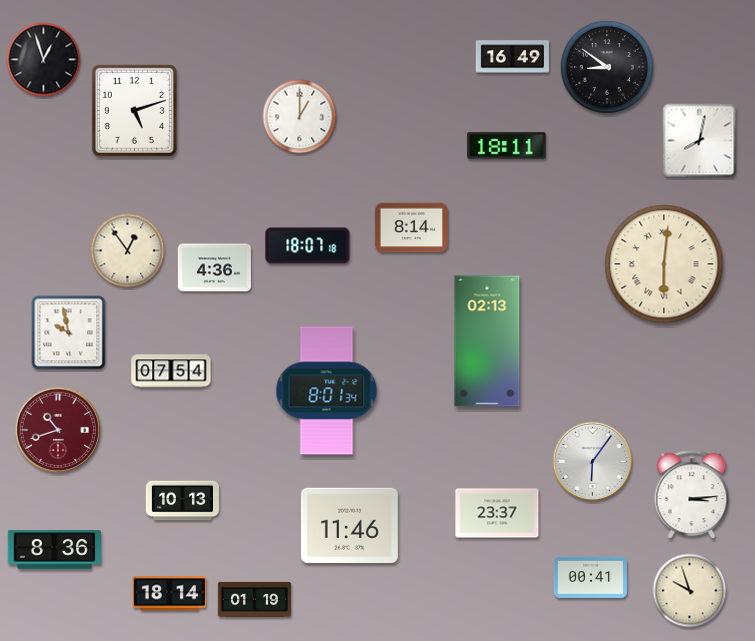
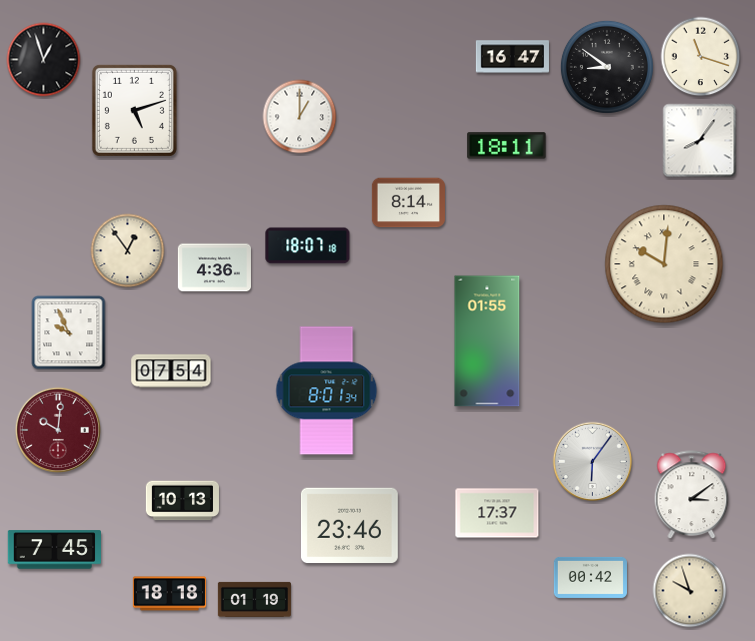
clock at (512, 57): 16:49 -> 16:47
clock at (701, 57): none -> 11:18
clock at (700, 141): 8:02 -> 8:06
clock at (411, 228) position: (411, 228) -> (408, 203)
clock at (664, 264): 6:01 -> 10:01
clock at (69, 333): 9:58 -> 9:56
clock at (487, 341): 02:13 -> 01:55
clock at (57, 429): 10:42 -> 10:01
clock at (692, 495): 3:14 -> 3:09
clock at (497, 513): 23:37 -> 17:37
clock at (349, 525): 11:46 -> 23:46
clock at (54, 550): 8:36 -> 7:45
clock at (590, 577): 00:41 -> 00:42
clock at (169, 594): 18:14 -> 18:18
